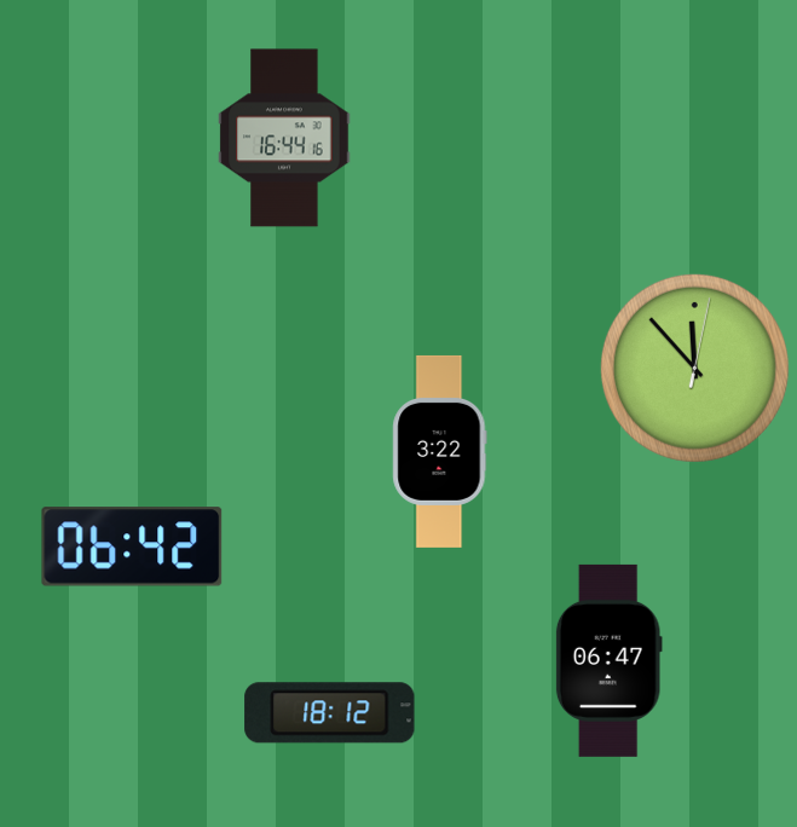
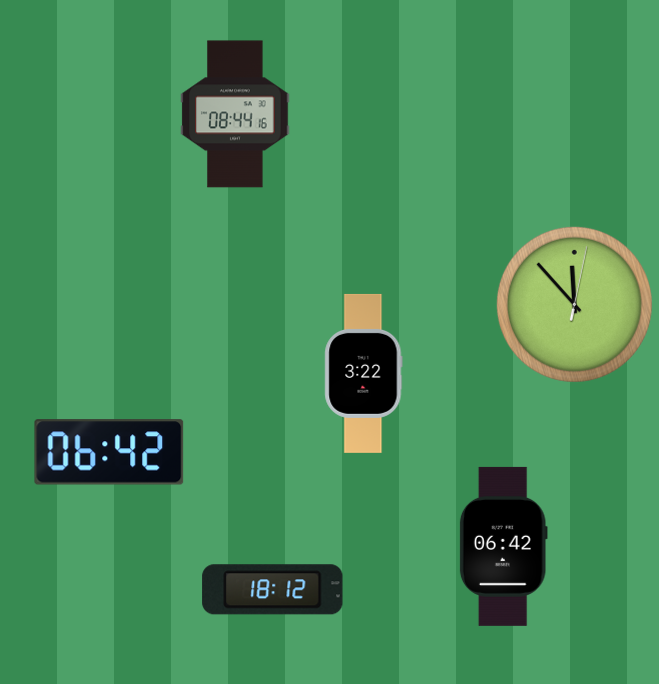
clock at (284, 138): 16:44 -> 08:44
clock at (608, 660): 06:47 -> 06:42
